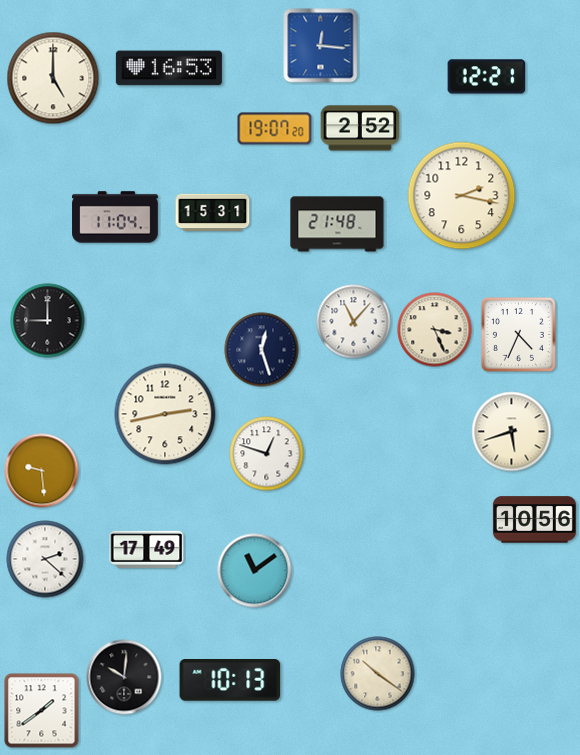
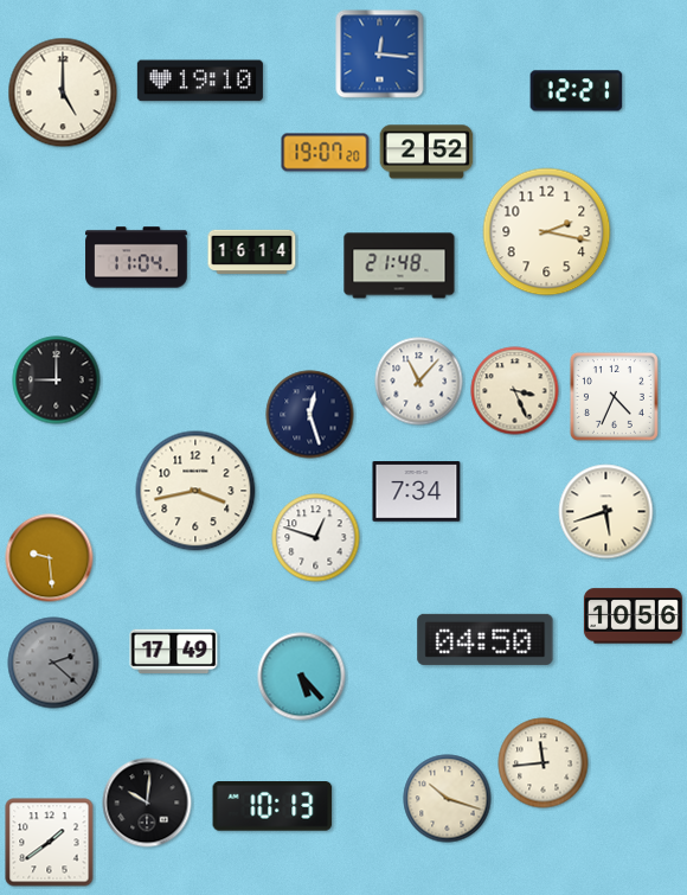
clock at (169, 68): 16:53 -> 19:10
clock at (213, 213): 15:31 -> 16:14
clock at (165, 414): 2:43 -> 3:43
clock at (417, 492): none -> 7:34
clock at (486, 639): none -> 04:50
clock at (45, 559) dial: white -> grey
clock at (255, 571): 11:09 -> 5:23
clock at (544, 763): none -> 11:44
clock at (378, 674): 10:21 -> 10:18
